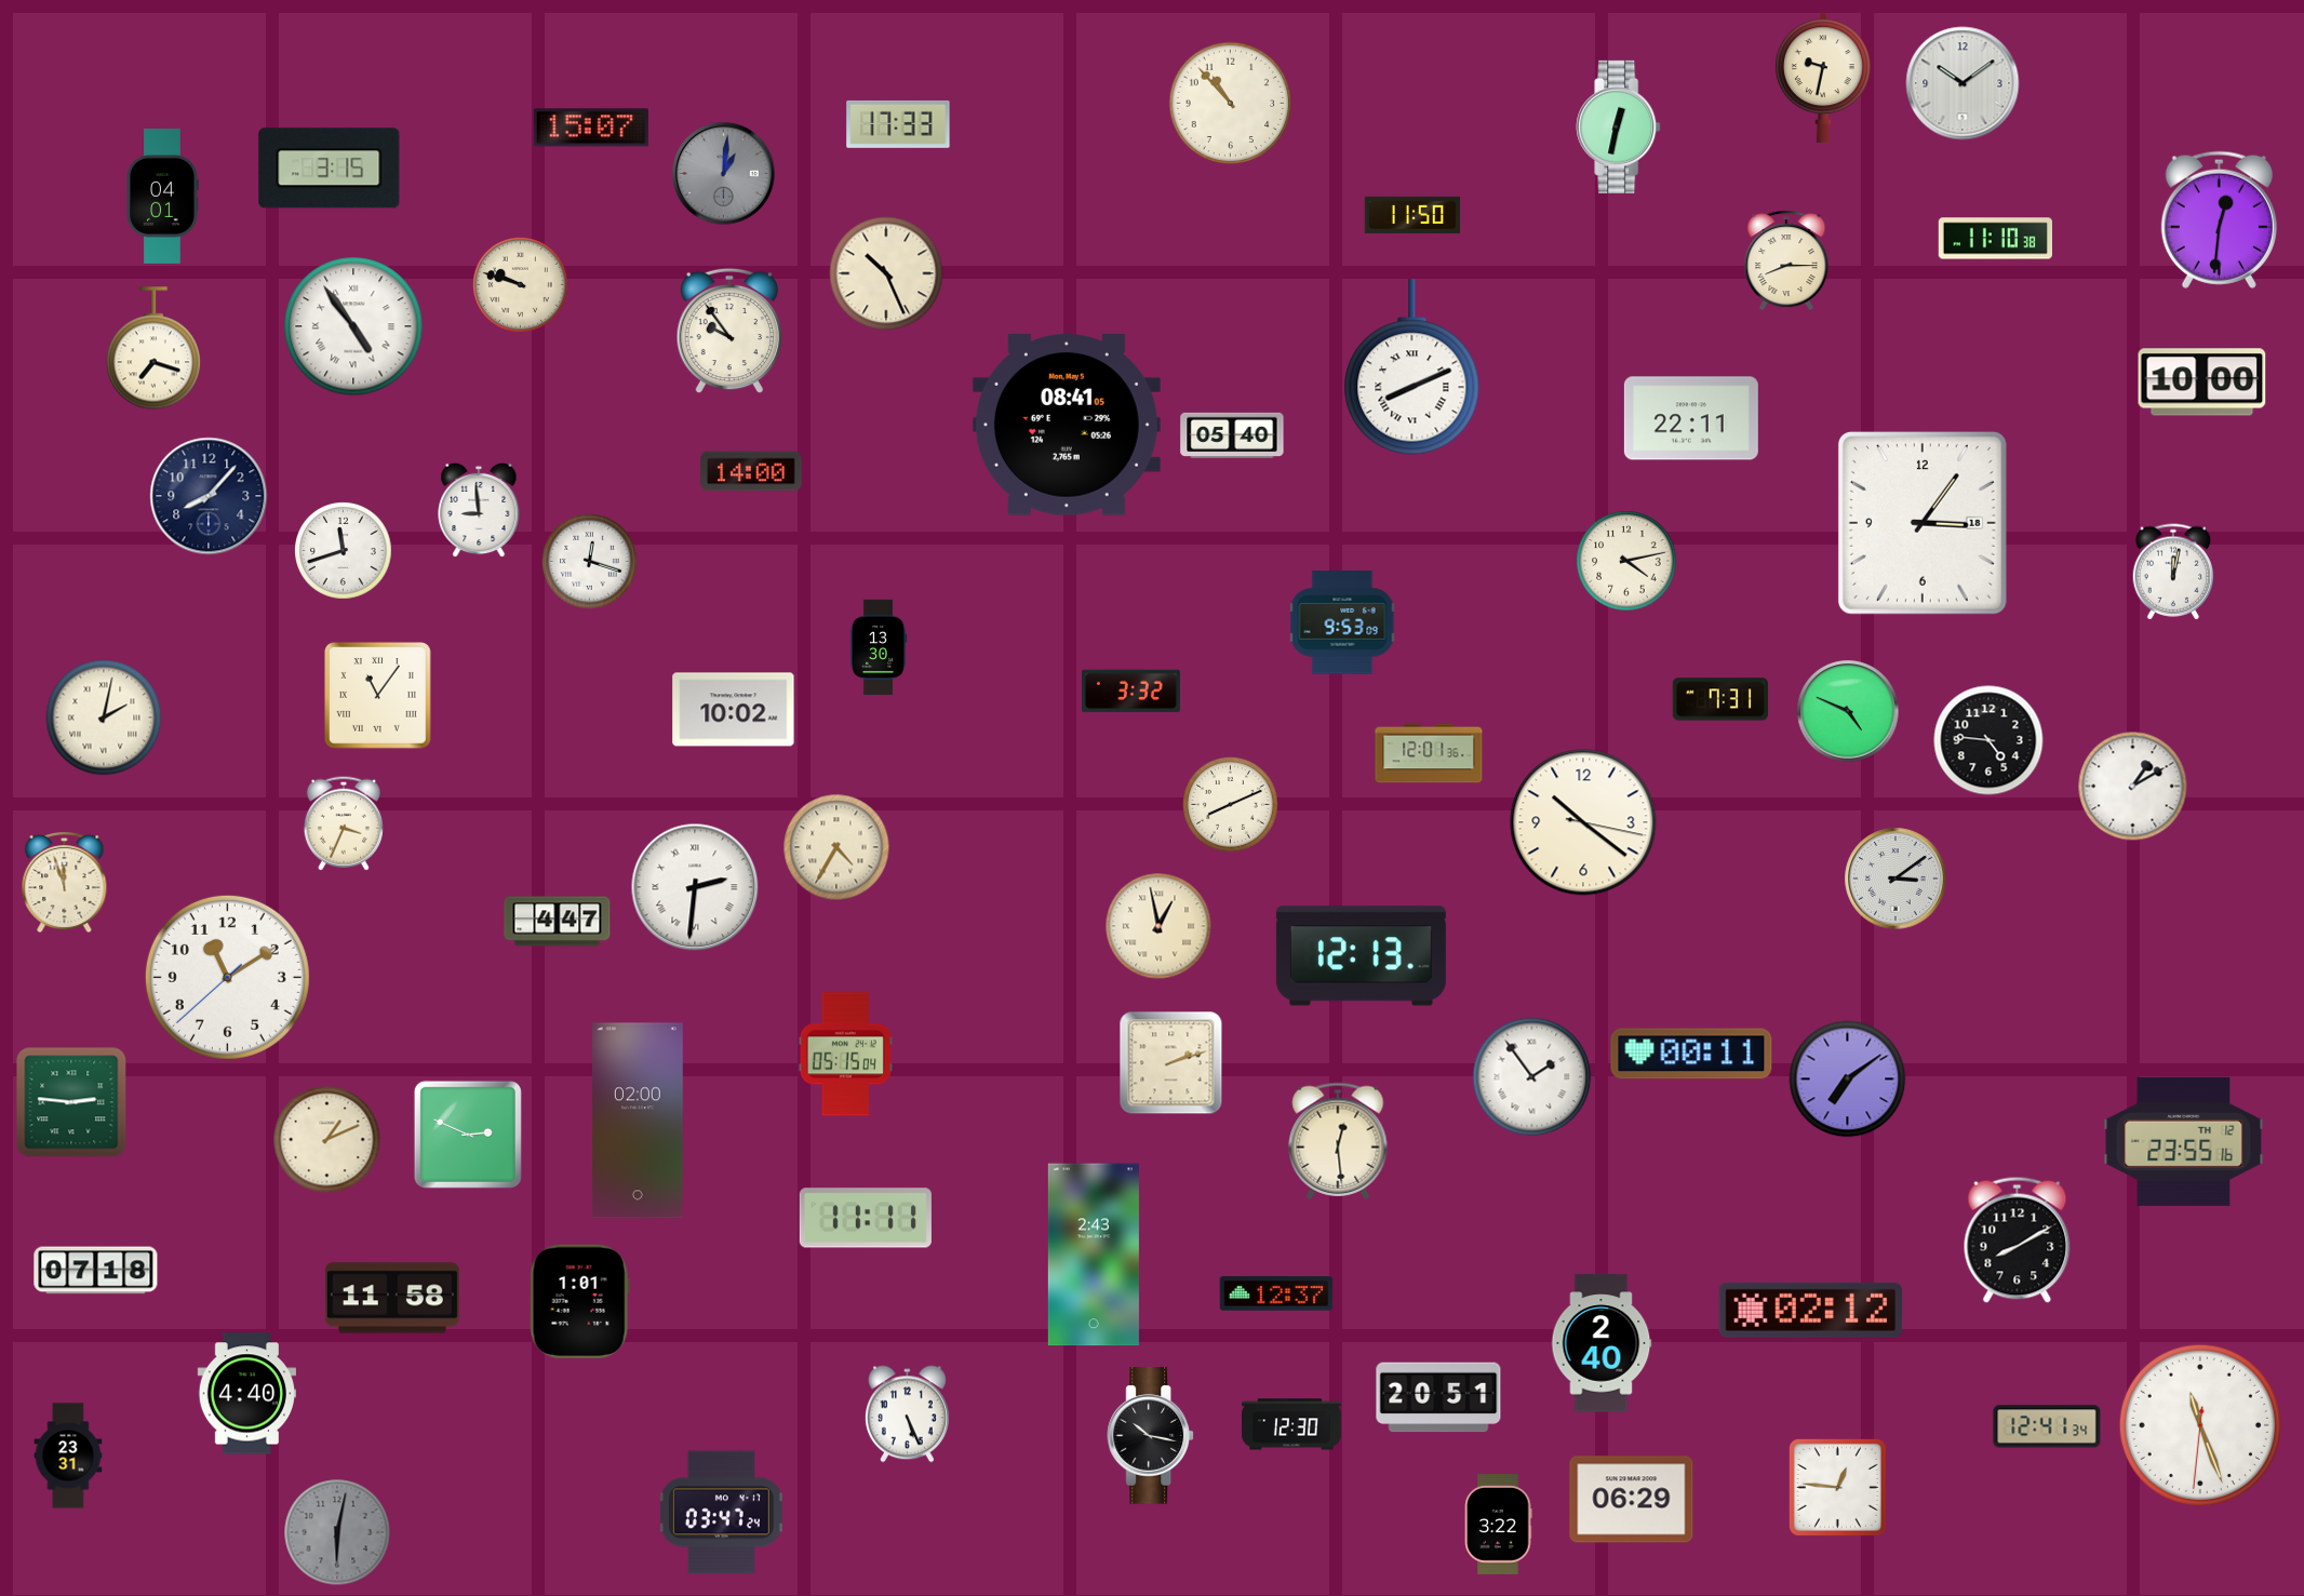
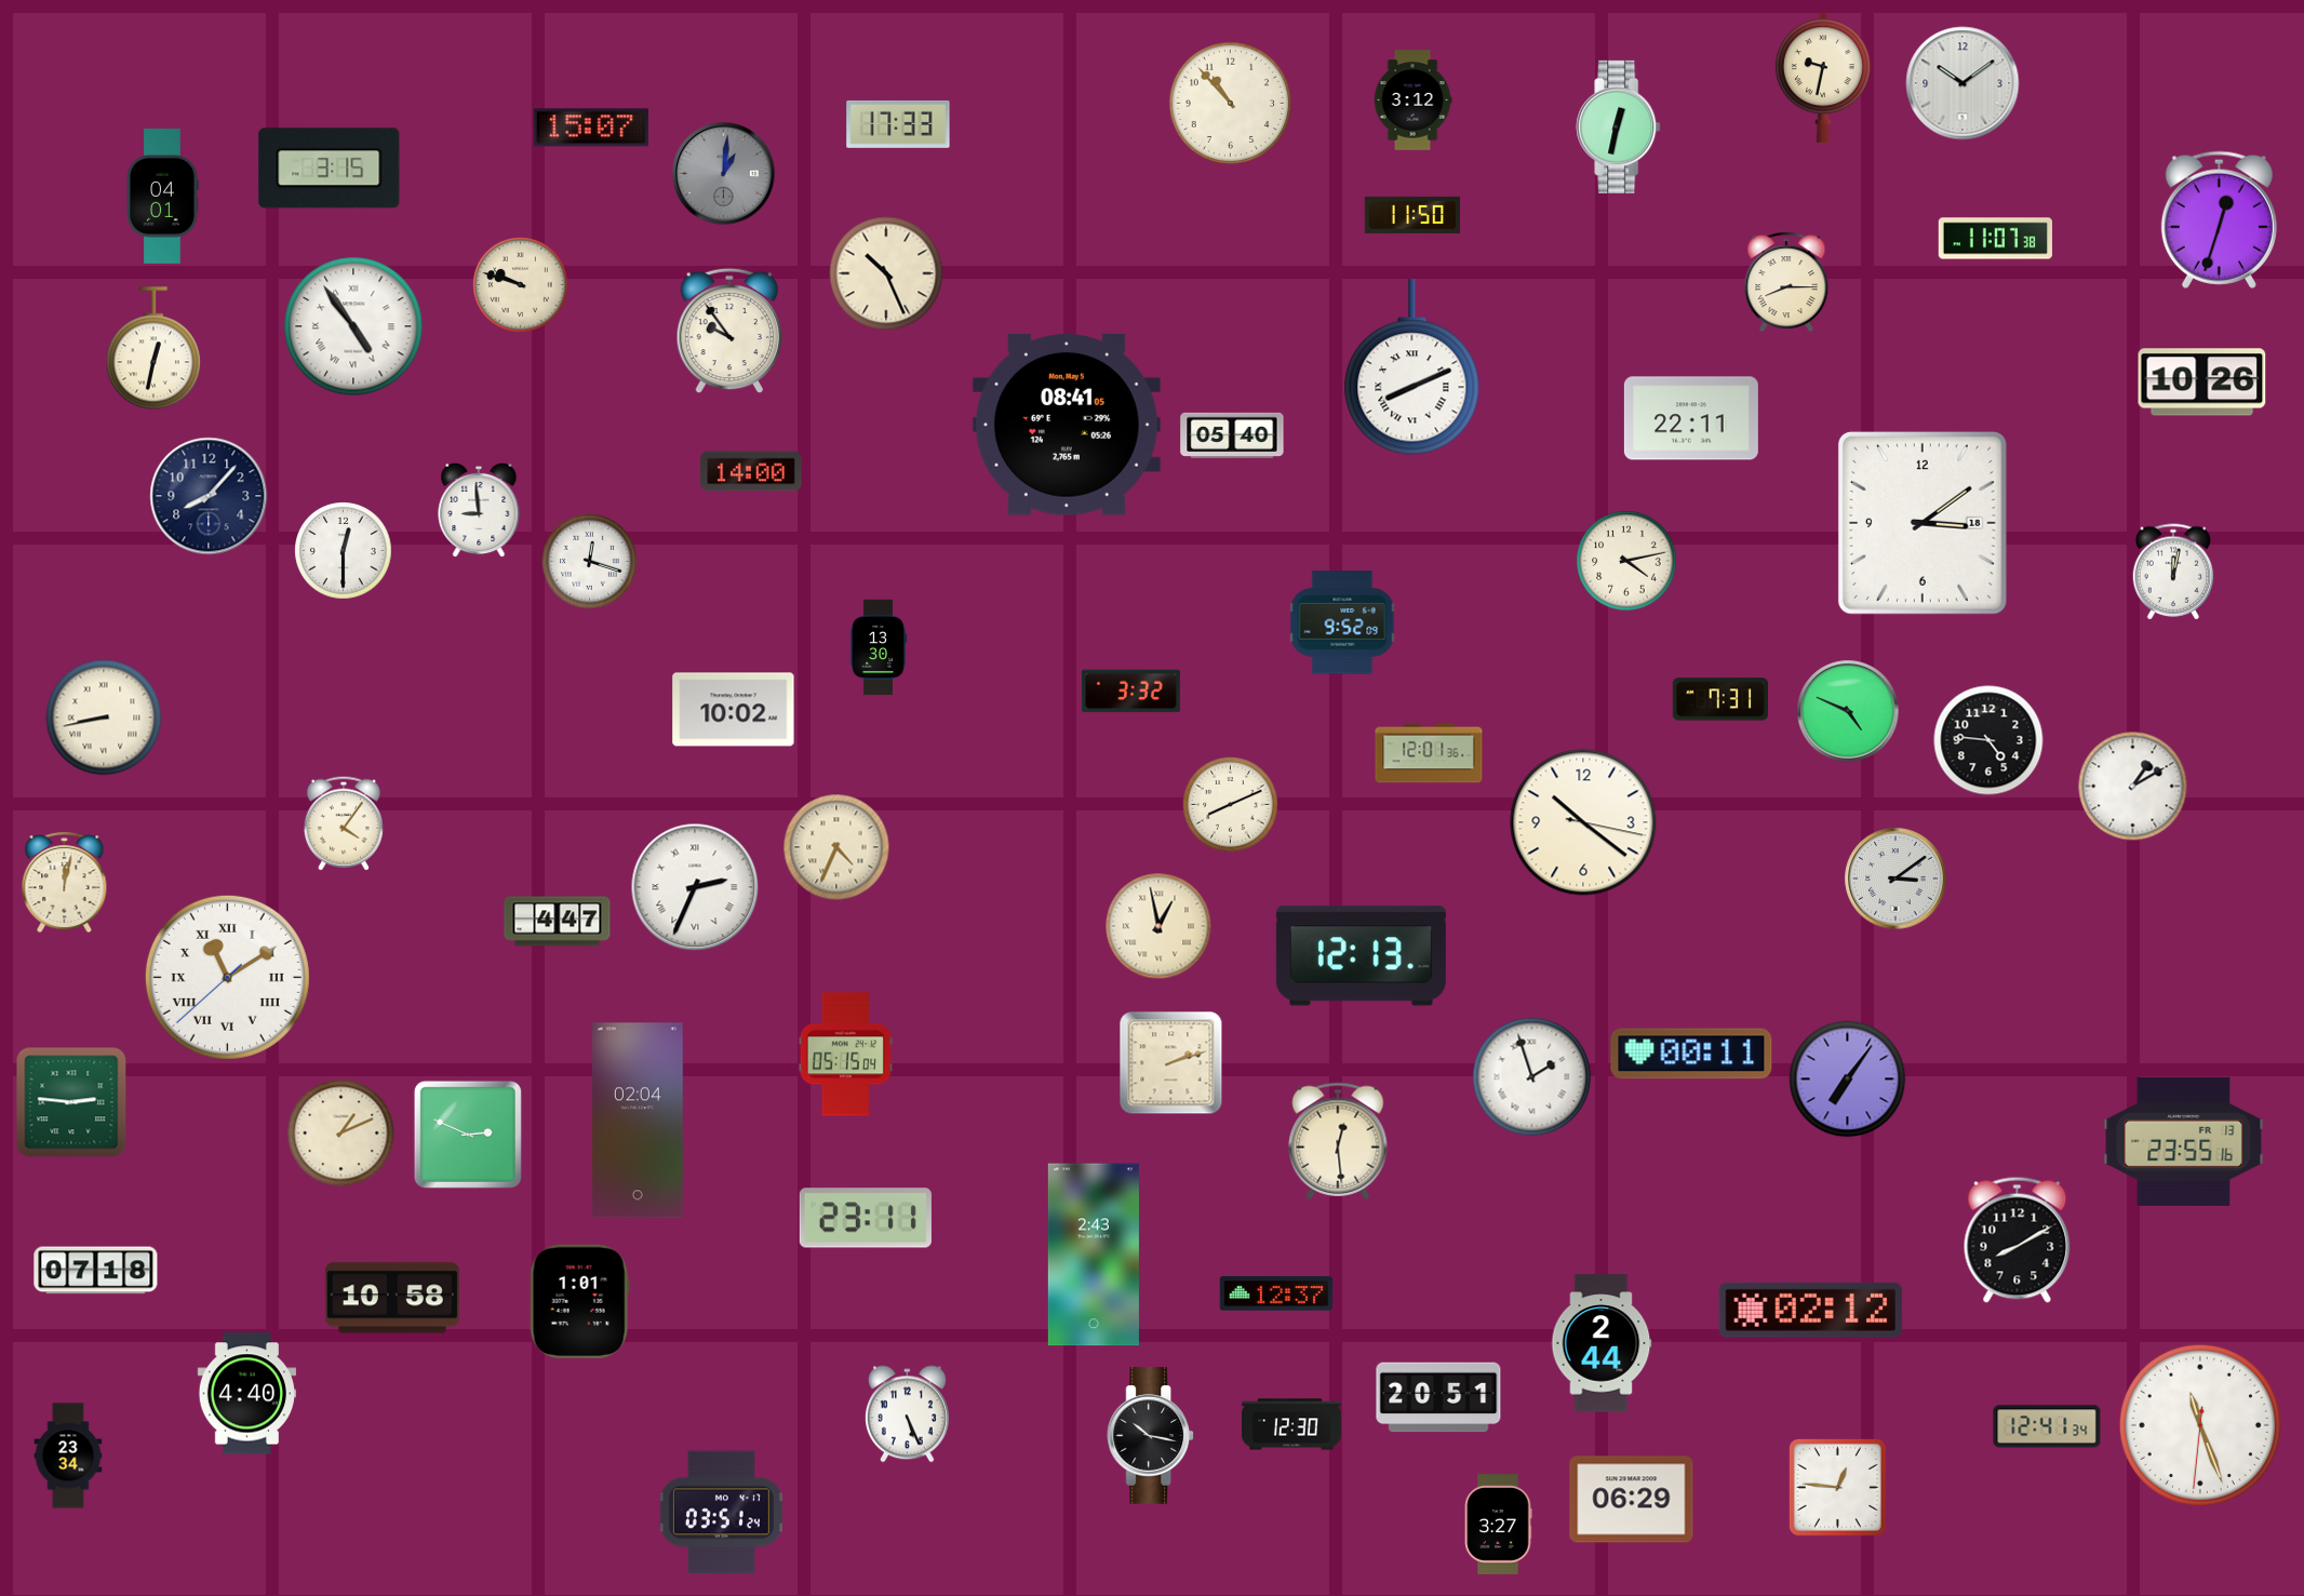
clock at (1412, 100): none -> 3:12
clock at (2219, 219): 12:31 -> 12:33
clock at (1995, 239): 11:10 -> 11:07
clock at (1786, 260) position: (1786, 260) -> (1786, 282)
clock at (152, 348): 7:18 -> 12:32
clock at (2202, 383): 10:00 -> 10:26
clock at (1923, 523): 3:06 -> 3:09
clock at (344, 551): 11:42 -> 12:30
clock at (1342, 622): 9:53 -> 9:52
clock at (377, 695): 11:06 -> none
clock at (104, 717): 2:02 -> 8:43
clock at (344, 823): 3:34 -> 4:06
clock at (836, 847): 4:35 -> 4:34
clock at (65, 883): 11:57 -> 12:02
clock at (695, 887): 2:31 -> 2:34
clock at (227, 977) numerals: Arabic -> Roman
clock at (1532, 1077): 1:54 -> 1:57
clock at (1848, 1079): 7:09 -> 7:06
clock at (638, 1121): 02:00 -> 02:04
clock at (327, 1140) position: (327, 1140) -> (341, 1134)
clock at (2184, 1141) date: TH 12 -> FR 13
clock at (866, 1218): 11:11 -> 23:11
clock at (392, 1298): 11:58 -> 10:58
clock at (1602, 1343): 2:40 -> 2:44
clock at (68, 1456): 23:31 -> 23:34
clock at (721, 1513): 03:47 -> 03:51
clock at (1498, 1525): 3:22 -> 3:27
clock at (337, 1532): 6:02 -> none
